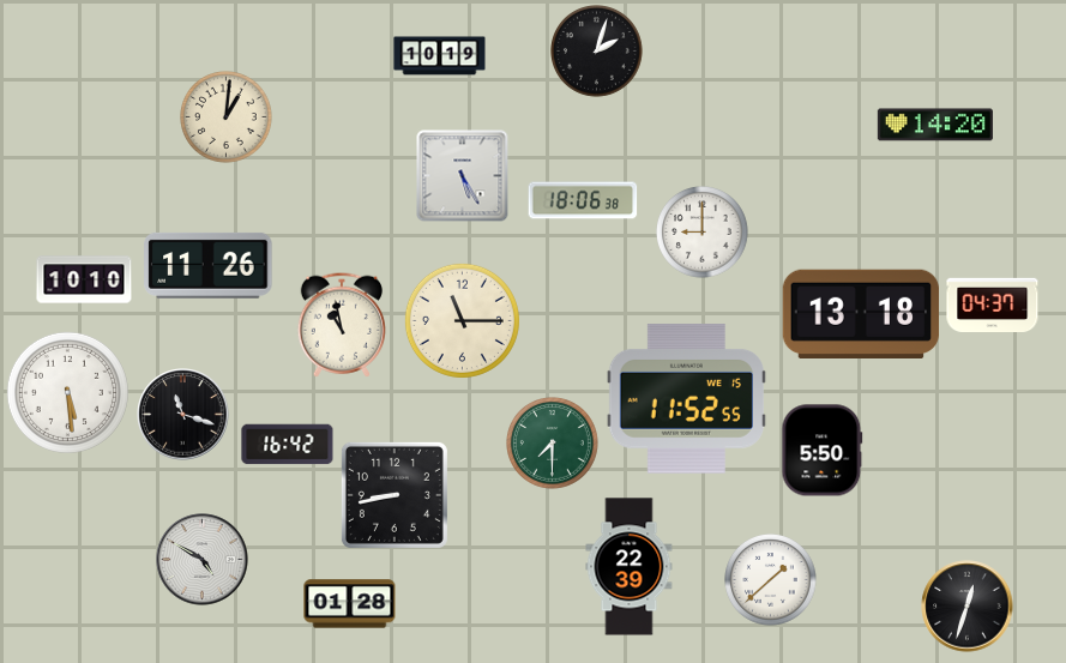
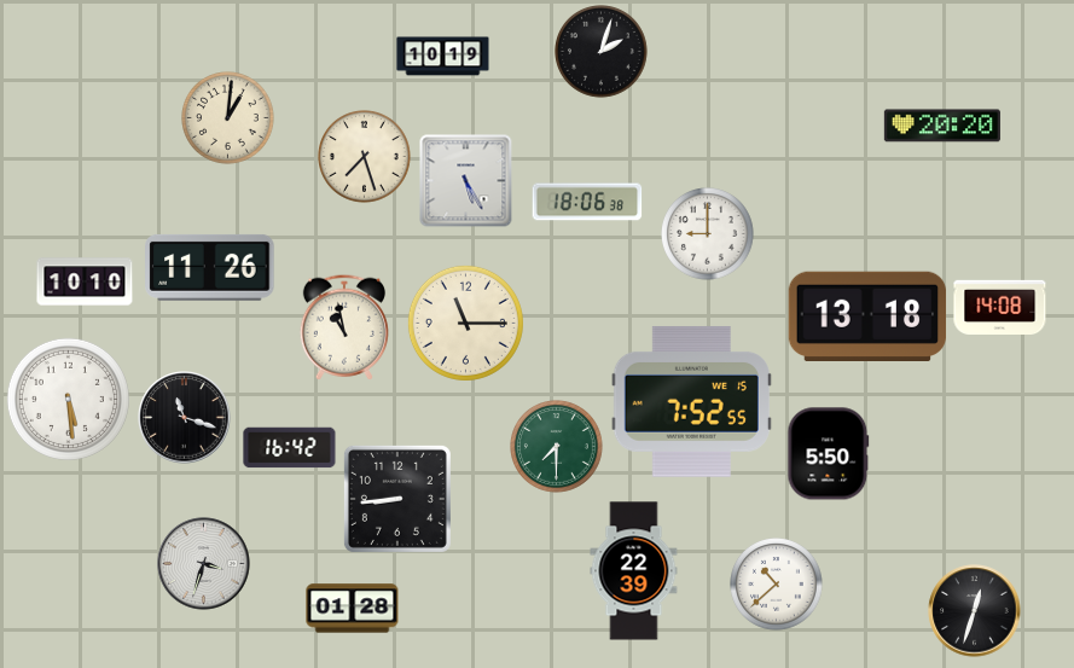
clock at (935, 125): 14:20 -> 20:20
clock at (365, 157): none -> 7:27
clock at (463, 176) position: (463, 176) -> (466, 181)
clock at (993, 305): 04:37 -> 14:08
clock at (67, 392) position: (67, 392) -> (68, 399)
clock at (686, 399): 11:52 -> 7:52
clock at (395, 495): 8:43 -> 8:44
clock at (203, 560): 4:50 -> 3:33
clock at (771, 580): 1:38 -> 10:38
